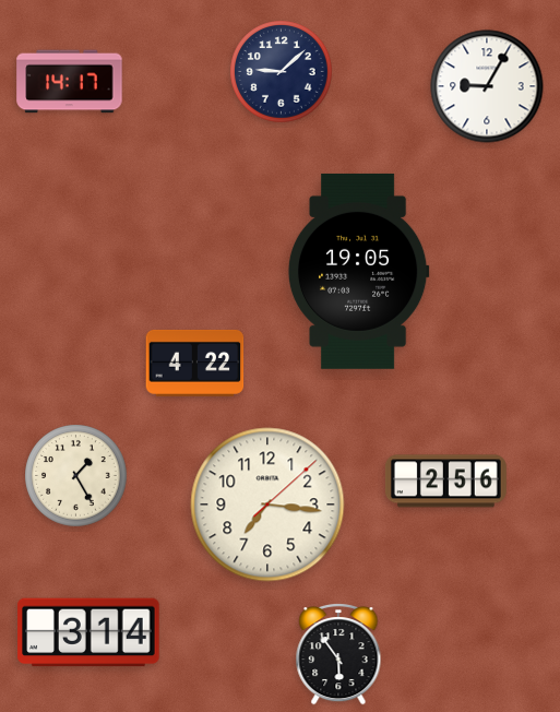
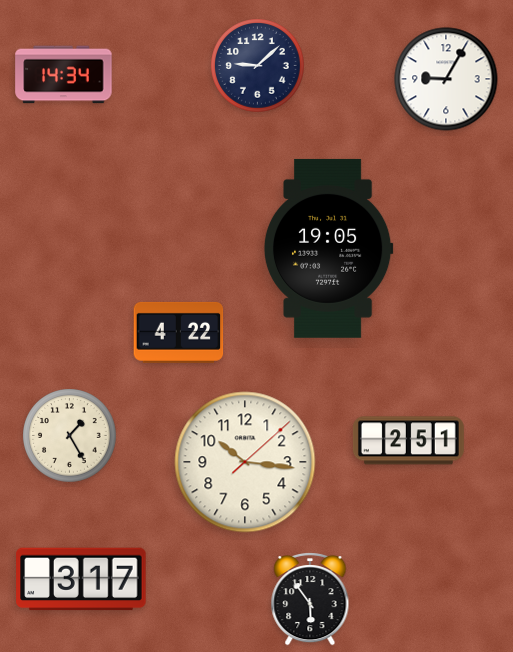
clock at (70, 82): 14:17 -> 14:34
clock at (445, 482): 2:56 -> 2:51
clock at (267, 505): 7:16 -> 10:16
clock at (88, 632): 3:14 -> 3:17
